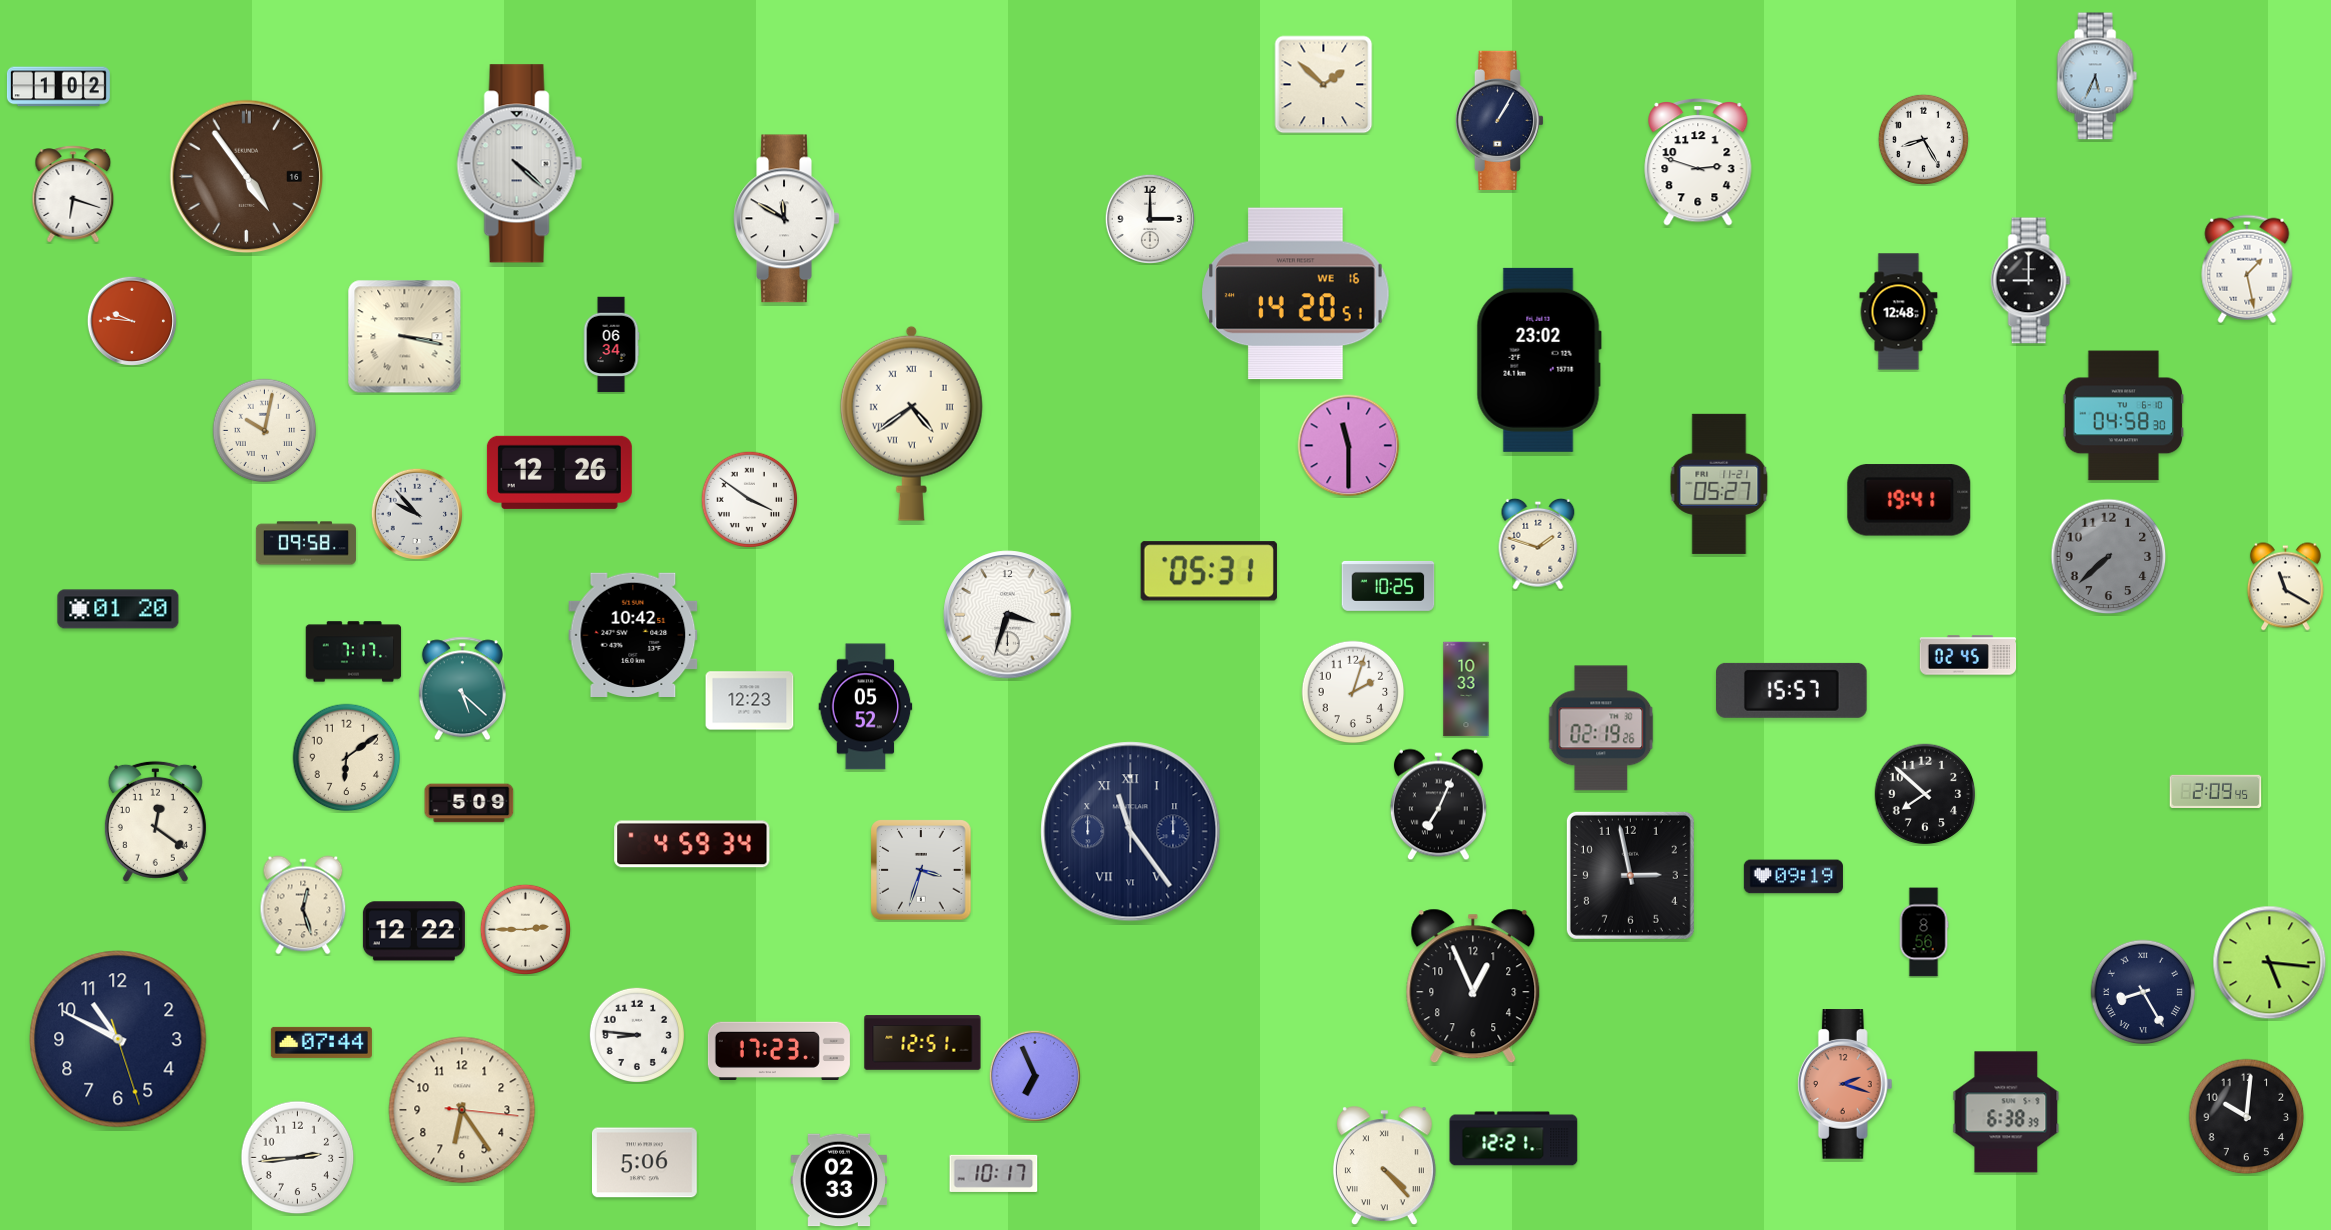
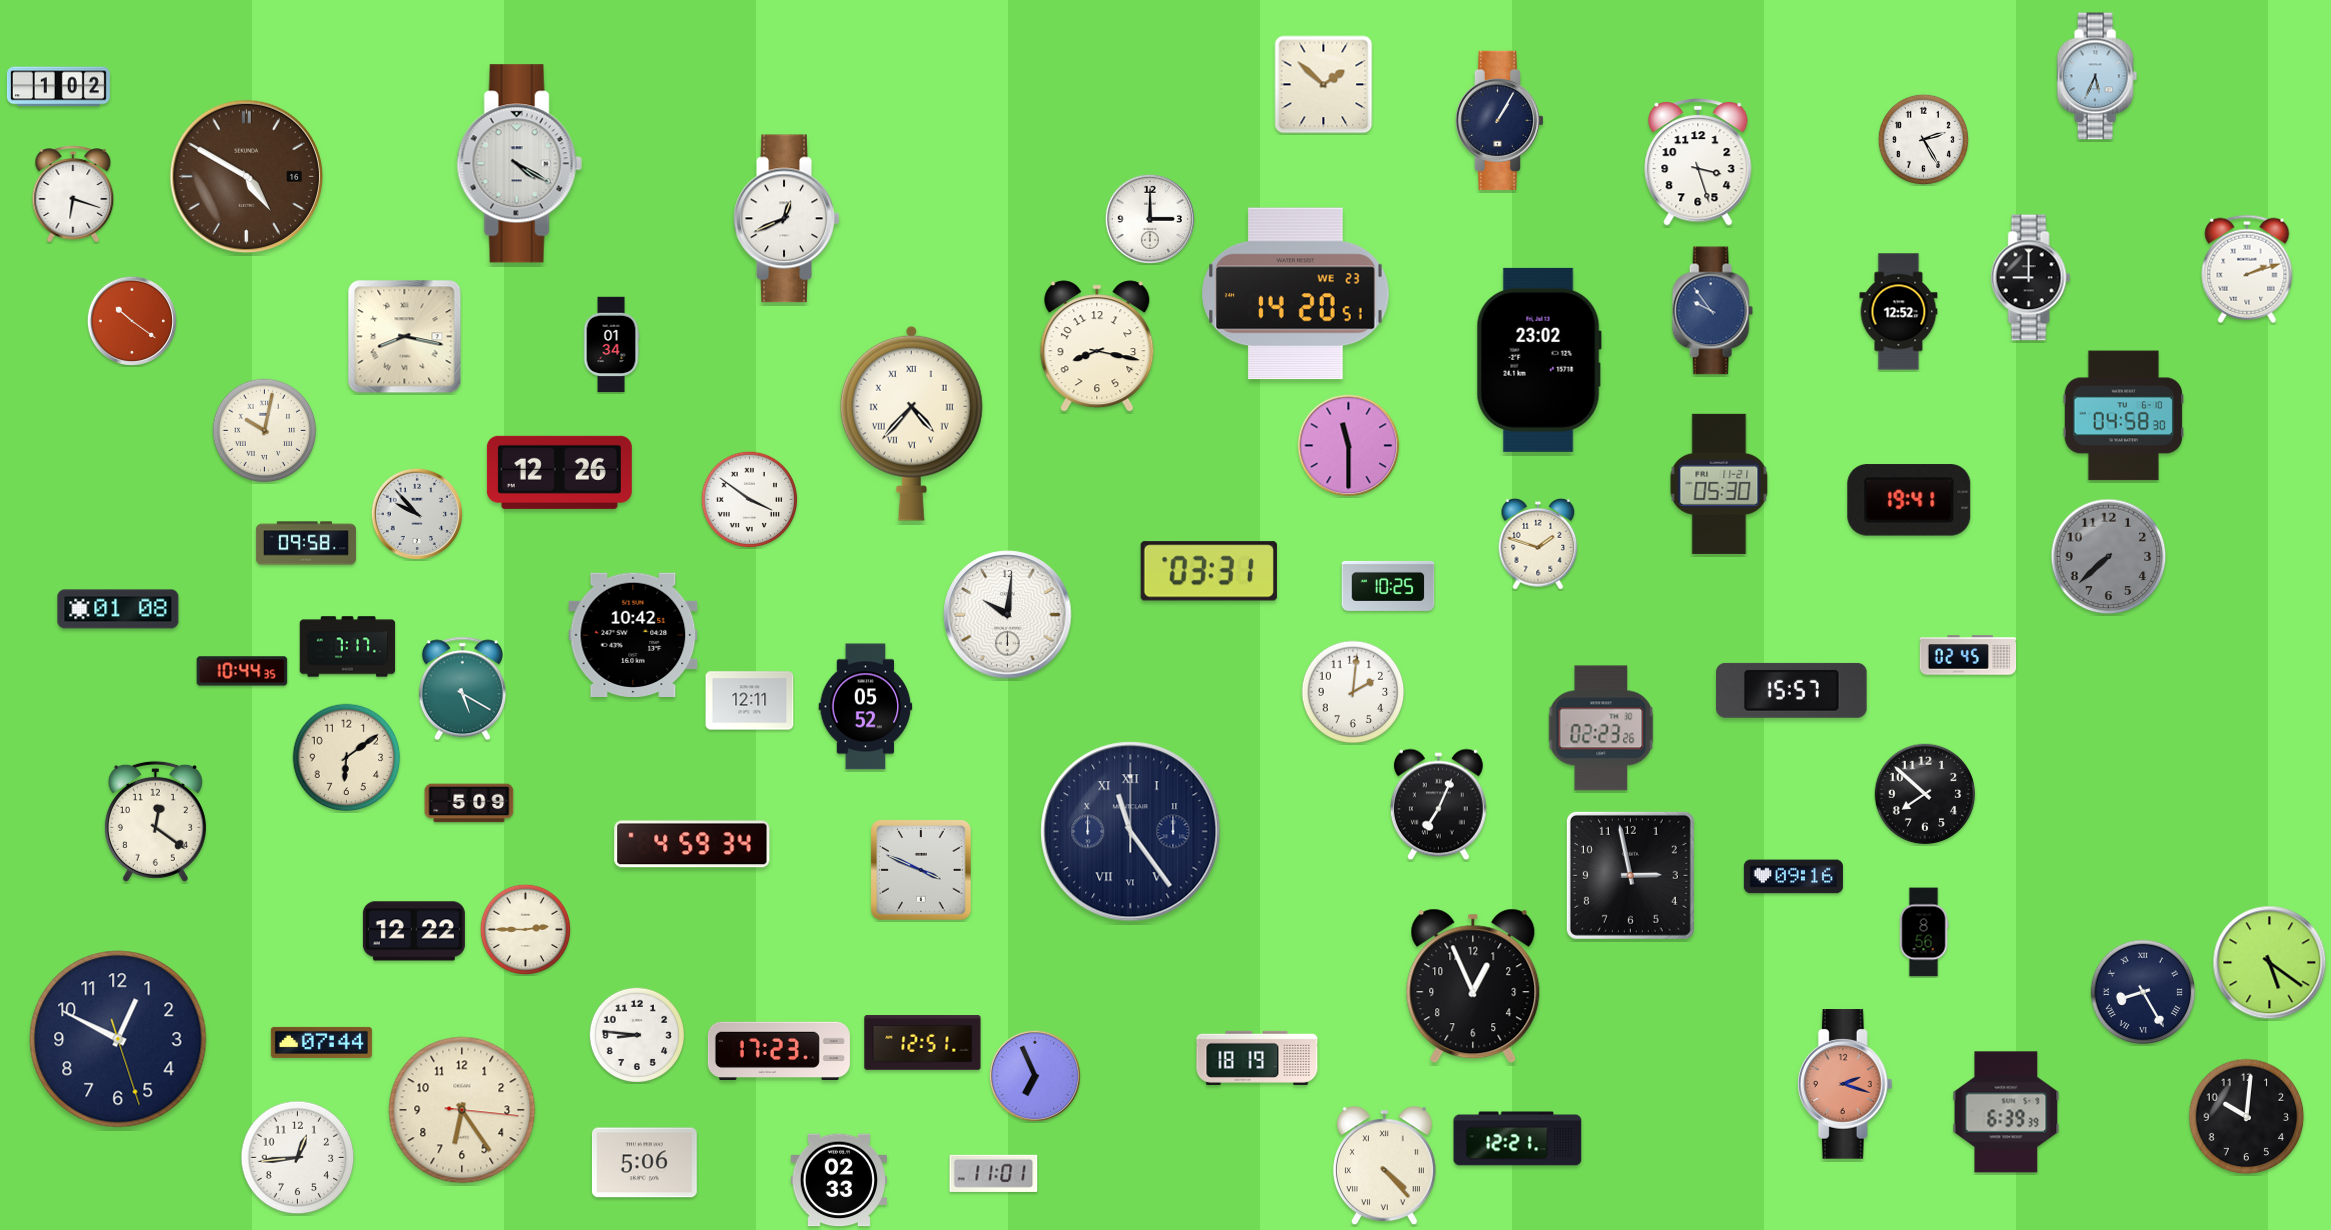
clock at (1923, 139): 8:25 -> 2:25
clock at (1698, 162): 2:48 -> 3:27
clock at (519, 164): 4:22 -> 4:20
clock at (247, 177): 4:54 -> 4:50
clock at (787, 219): 11:50 -> 12:41
clock at (2247, 269): 1:28 -> 2:12
clock at (2031, 281) position: (2031, 281) -> (2031, 278)
clock at (1296, 294) date: WE 16 -> WE 23
clock at (1712, 311): none -> 9:54
clock at (1899, 312): 12:48 -> 12:52
clock at (132, 321): 9:46 -> 10:21
clock at (405, 337): 3:17 -> 8:17
clock at (611, 345): 06:34 -> 01:34
clock at (1097, 346): none -> 8:17
clock at (911, 423): 4:39 -> 4:37
clock at (1719, 484): 05:27 -> 05:30
clock at (1209, 571): 05:31 -> 03:31
clock at (2285, 587): 11:20 -> none
clock at (118, 609): 01:20 -> 01:08
clock at (1008, 615): 3:33 -> 10:01
clock at (354, 652) position: (354, 652) -> (348, 647)
clock at (242, 671): none -> 10:44
clock at (462, 689): 5:22 -> 5:20
clock at (1466, 689): 10:33 -> none
clock at (1353, 692): 2:03 -> 2:01
clock at (750, 701): 12:23 -> 12:11
clock at (1601, 728): 02:19 -> 02:23
clock at (2216, 792): 2:09 -> none
clock at (921, 870): 3:33 -> 3:49
clock at (1793, 877): 09:19 -> 09:16
clock at (303, 905): 12:27 -> none
clock at (2270, 963): 5:16 -> 5:21
clock at (118, 1039): 10:49 -> 12:49
clock at (1257, 1058): none -> 18:19
clock at (2006, 1112): 6:38 -> 6:39
clock at (1514, 1139) position: (1514, 1139) -> (1518, 1139)
clock at (298, 1158): 2:44 -> 12:44
clock at (994, 1173): 10:17 -> 11:01
